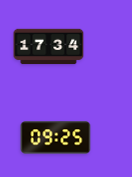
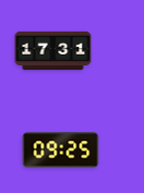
clock at (49, 47): 17:34 -> 17:31
